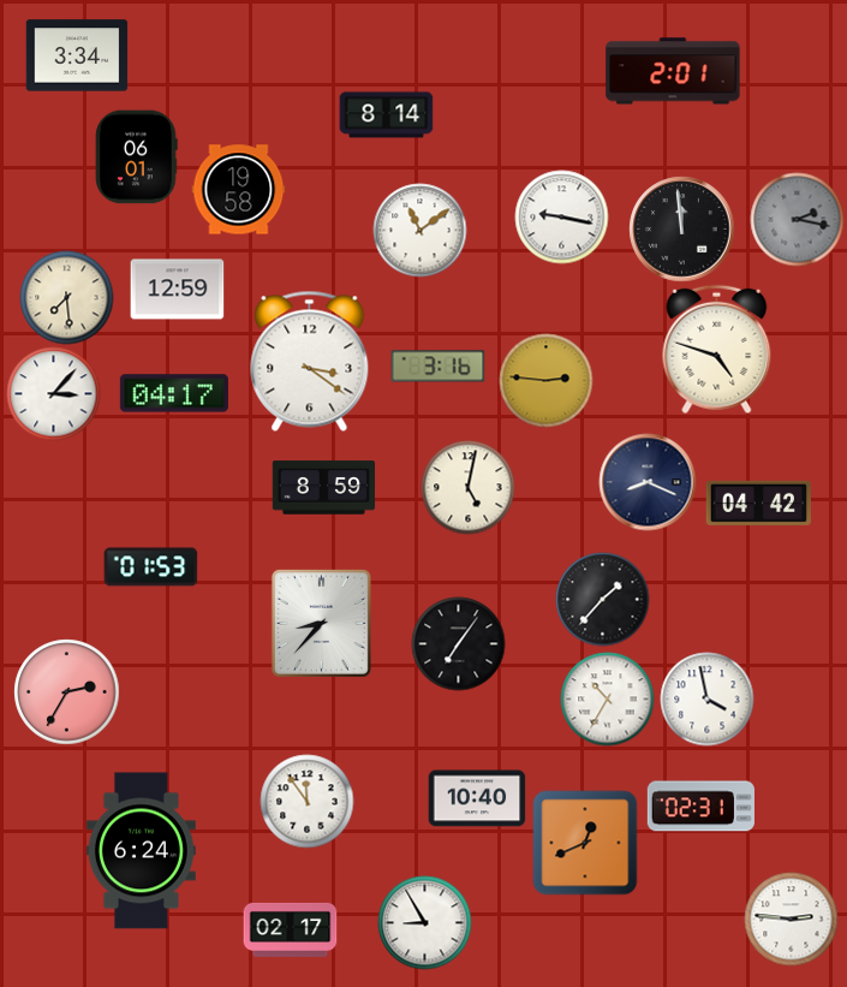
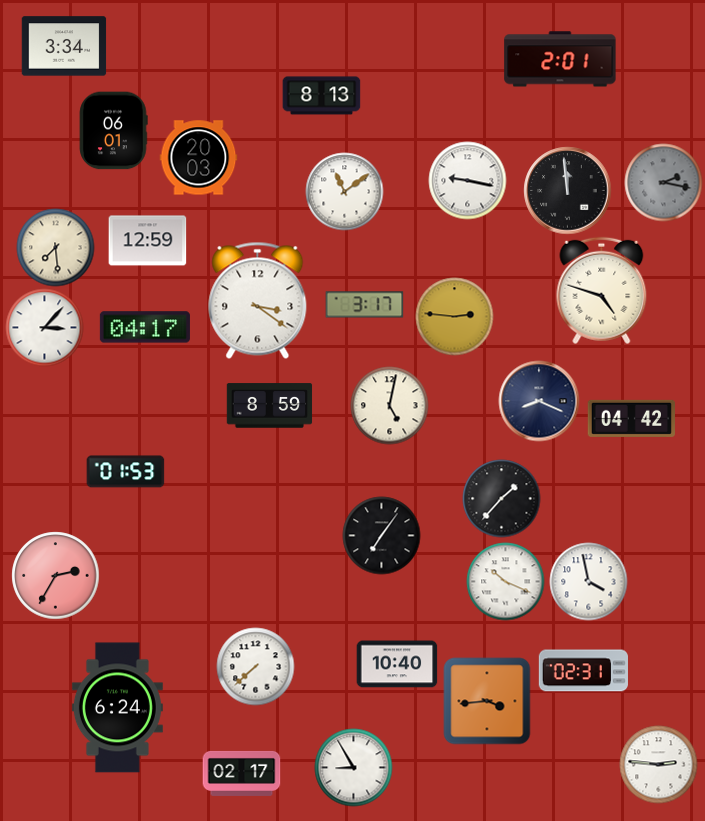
clock at (386, 115): 8:14 -> 8:13
clock at (238, 190): 19:58 -> 20:03
clock at (419, 230) position: (419, 230) -> (344, 191)
clock at (717, 349) position: (717, 349) -> (602, 290)
clock at (437, 367): 3:16 -> 3:17
clock at (321, 623): 8:37 -> none
clock at (607, 698): 10:35 -> 10:19
clock at (306, 801): 11:54 -> 7:38
clock at (585, 843): 12:41 -> 3:44
